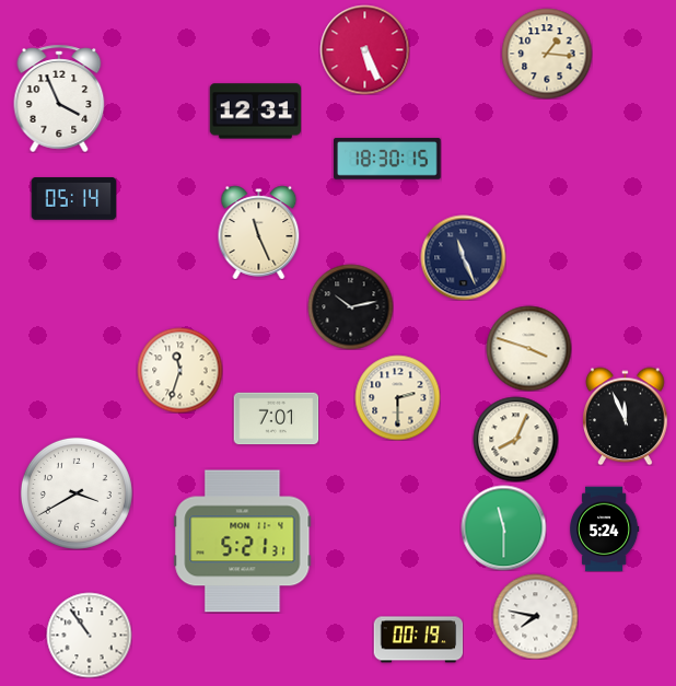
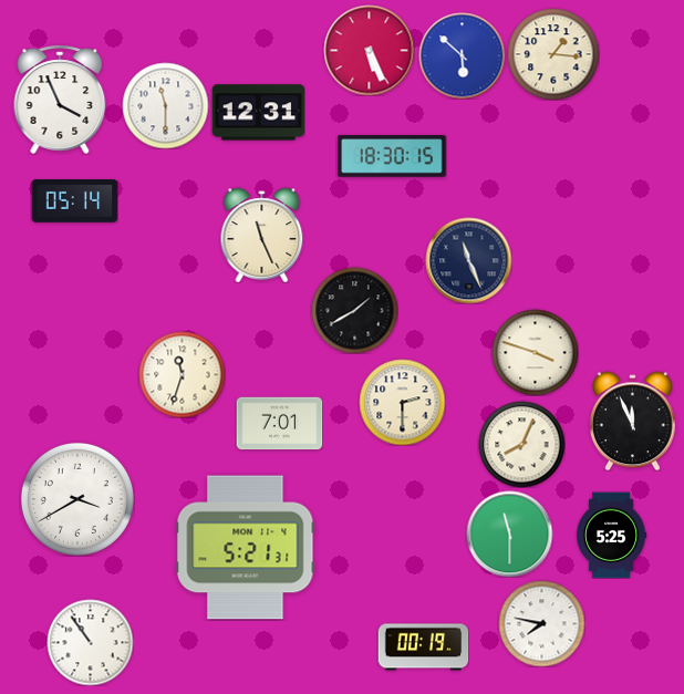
clock at (462, 55): none -> 5:52
clock at (165, 105): none -> 11:30
clock at (388, 159) position: (388, 159) -> (393, 156)
clock at (350, 306): 10:13 -> 1:40
clock at (604, 528): 5:24 -> 5:25
